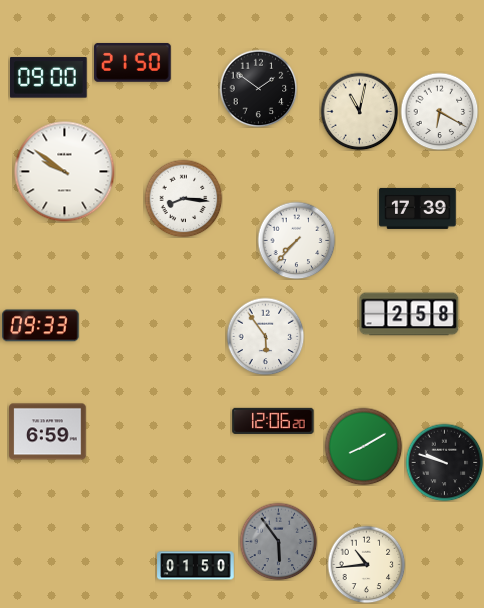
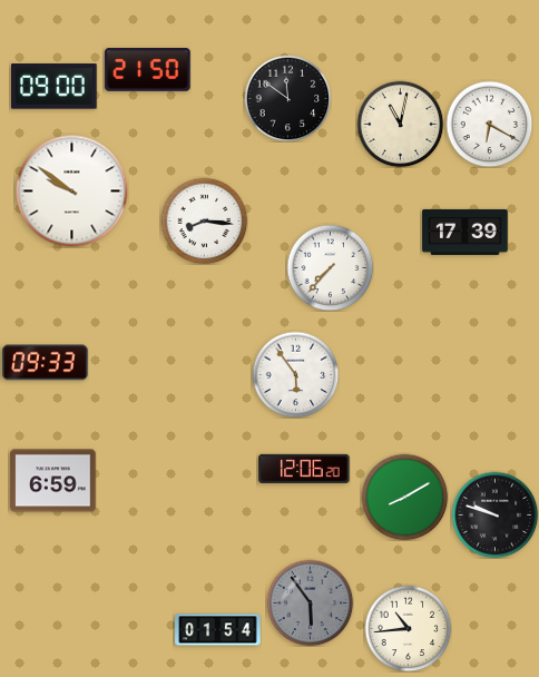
clock at (258, 88): 1:51 -> 11:51
clock at (409, 314): 2:58 -> none
clock at (196, 566): 01:50 -> 01:54
